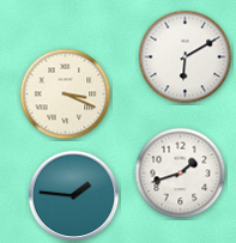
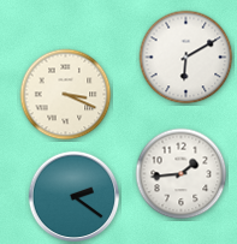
clock at (181, 174): 1:42 -> 1:44
clock at (74, 196): 1:46 -> 2:21
